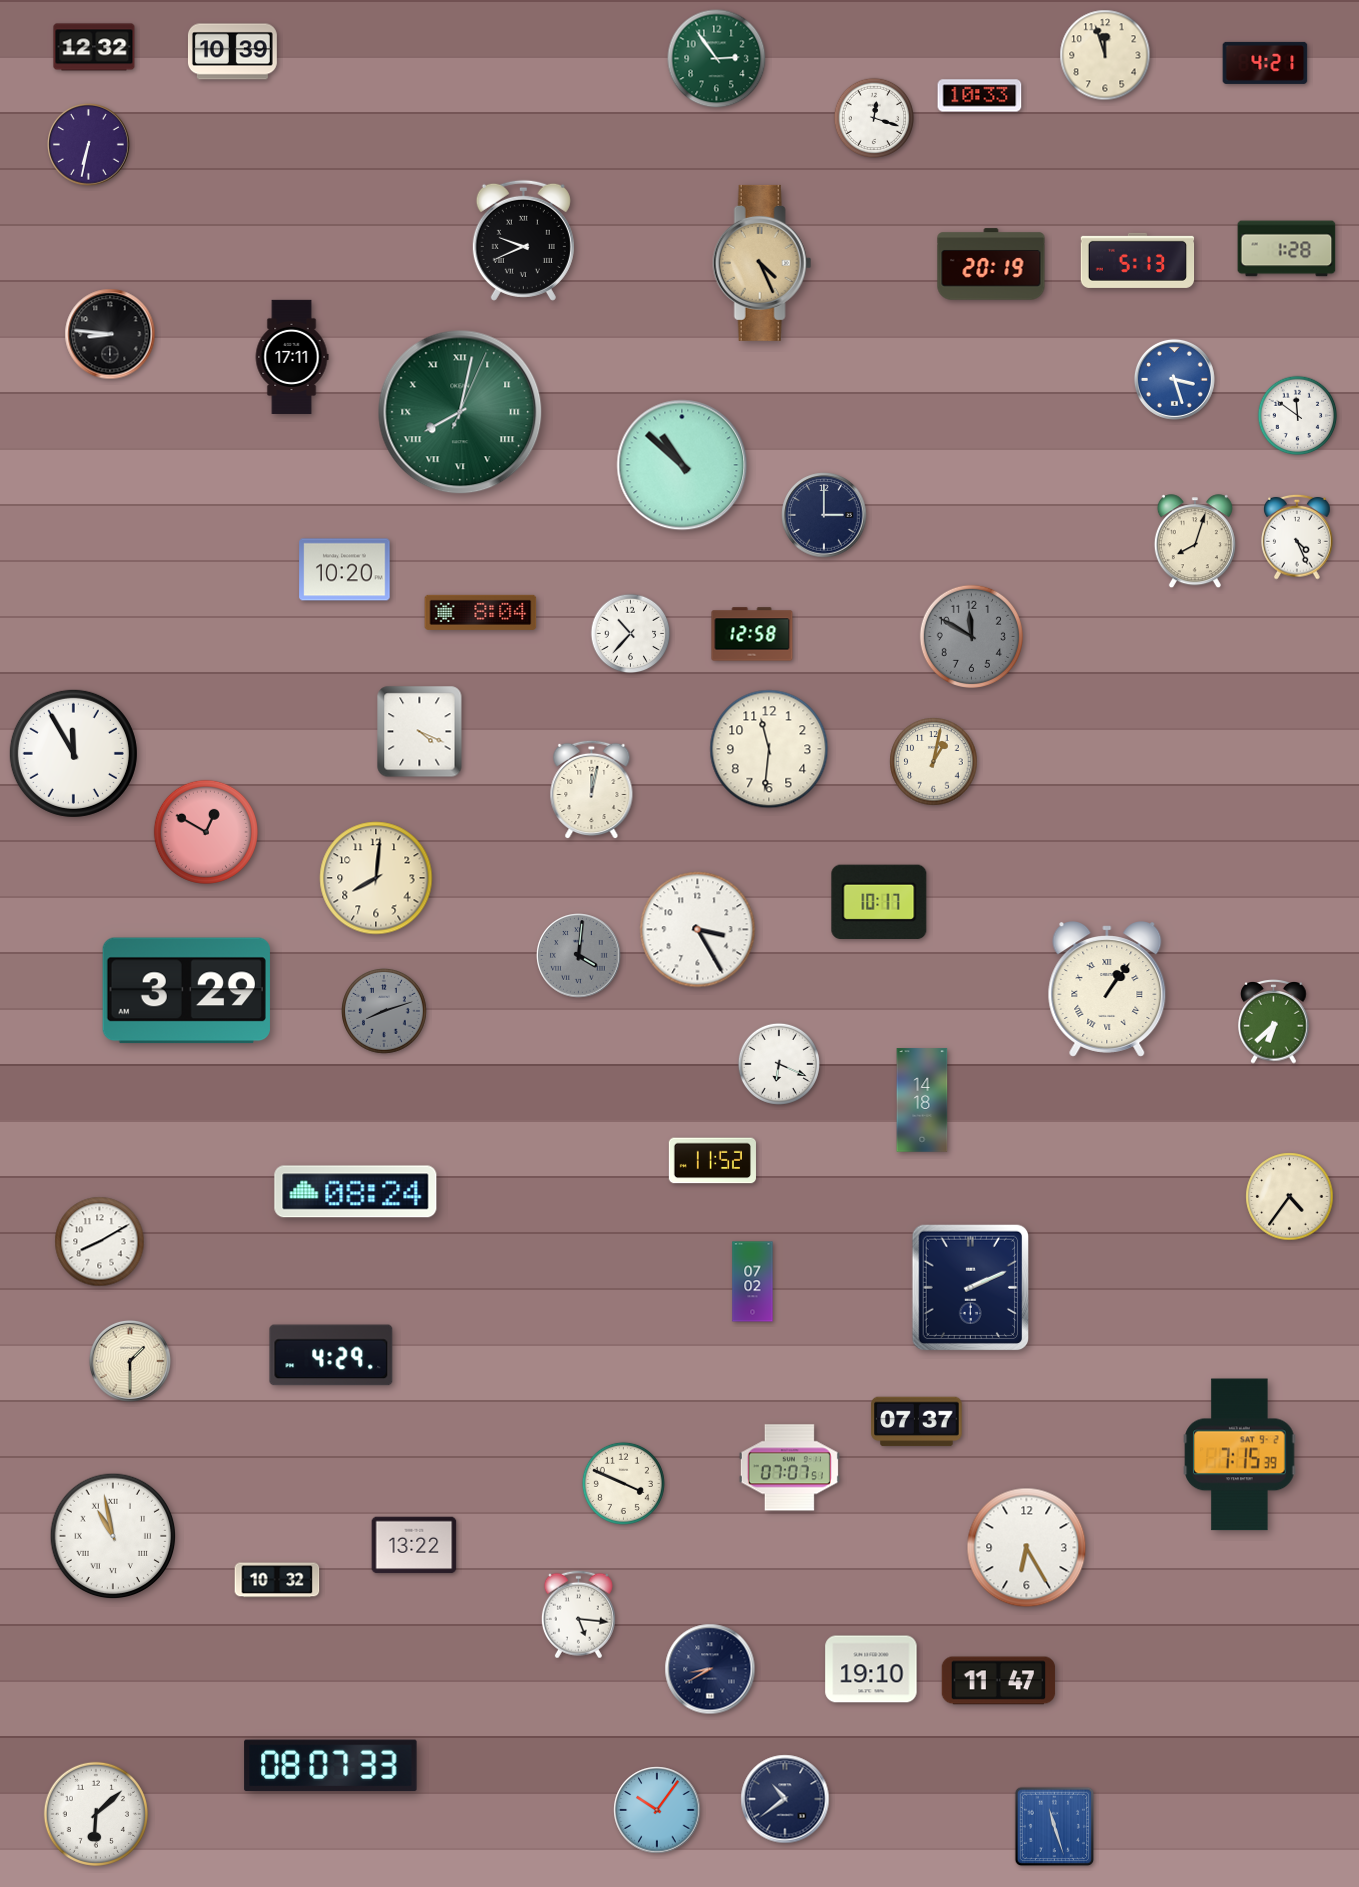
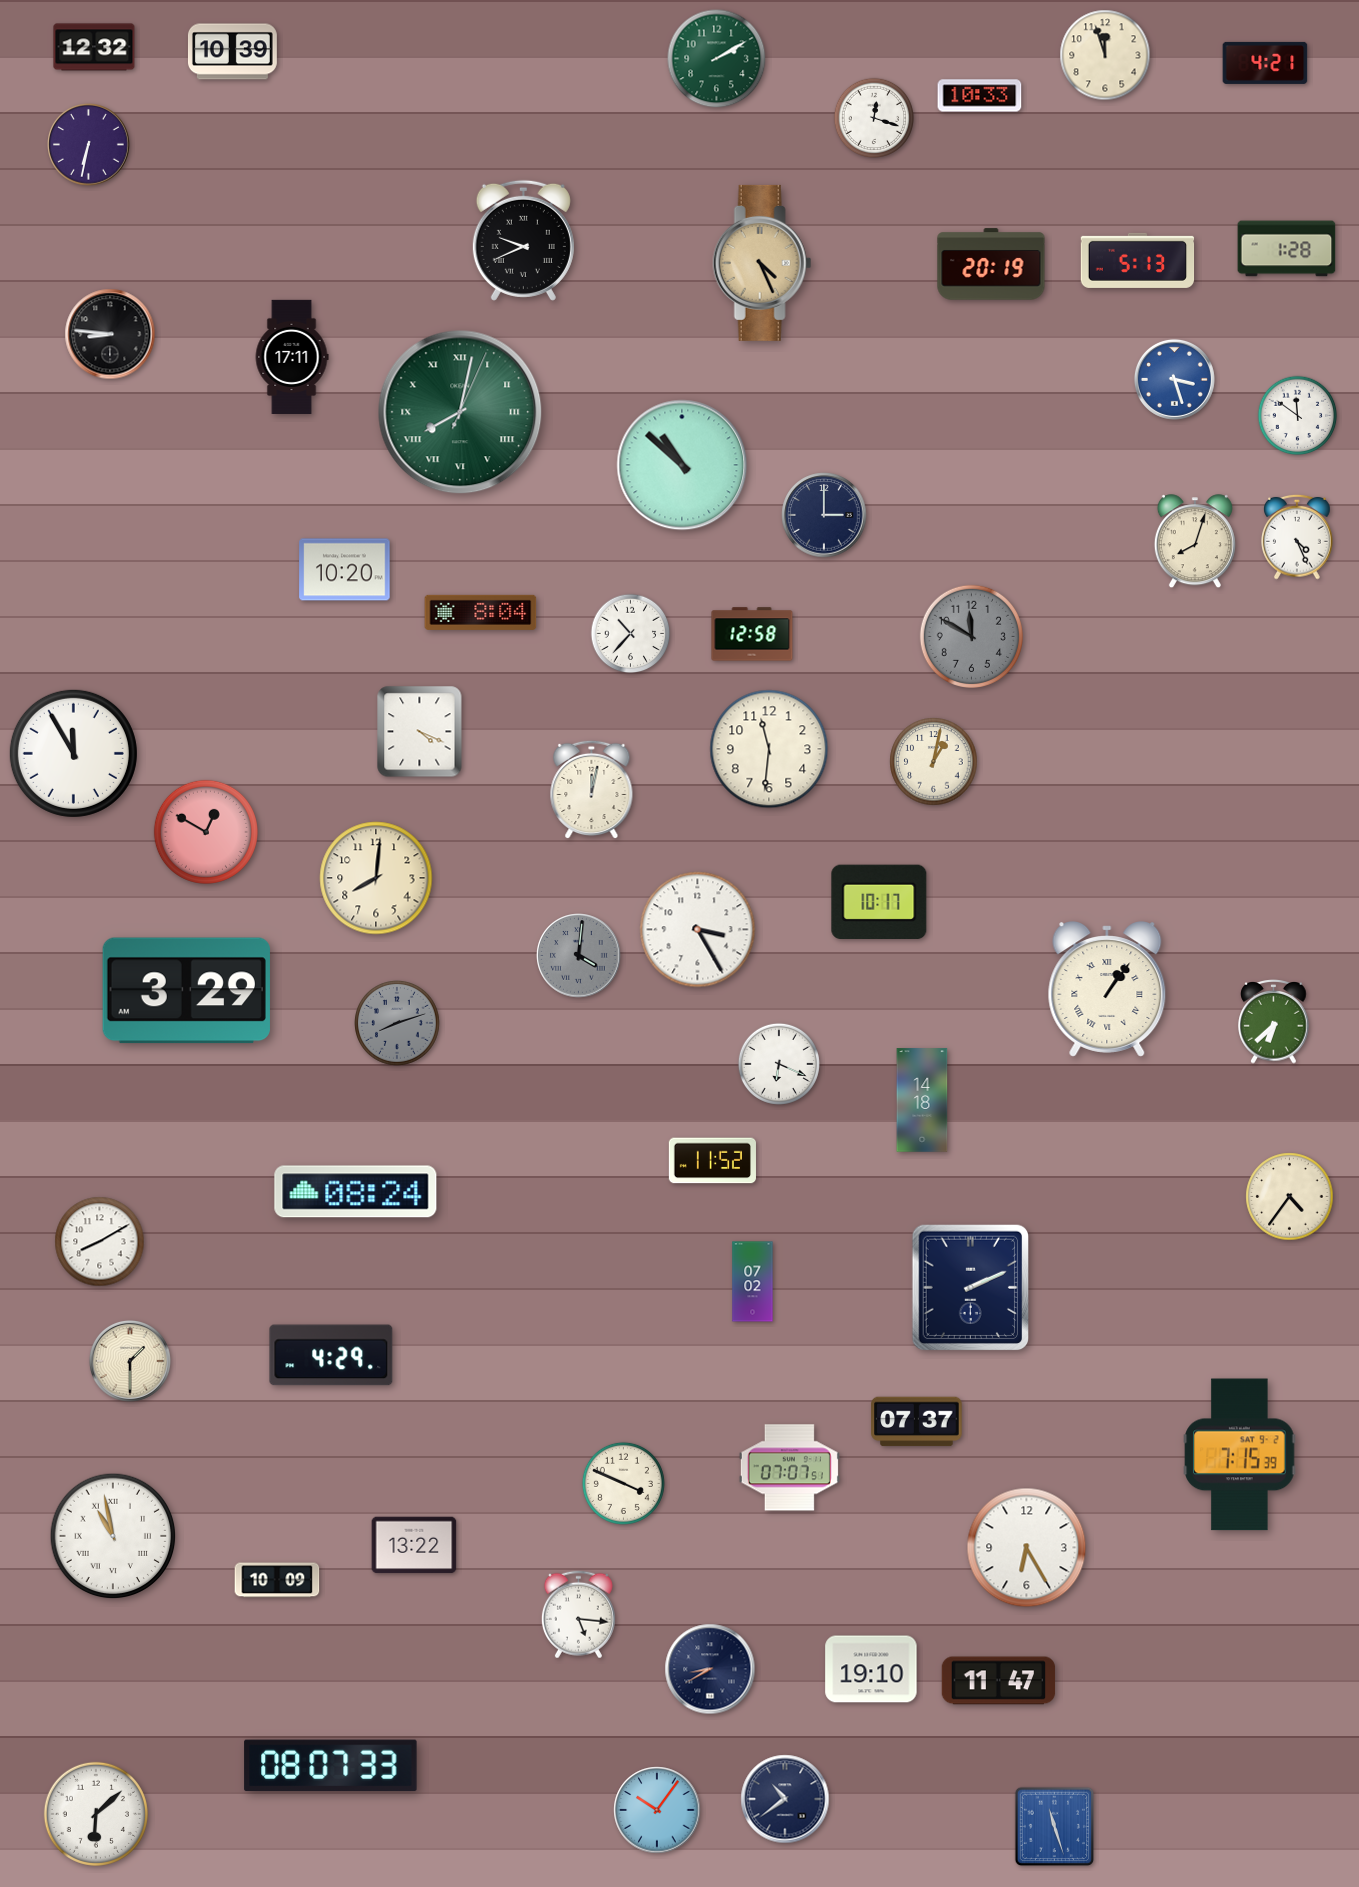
clock at (717, 59): 2:54 -> 2:10
clock at (384, 1011) position: (384, 1011) -> (397, 1023)
clock at (277, 1580): 10:32 -> 10:09
